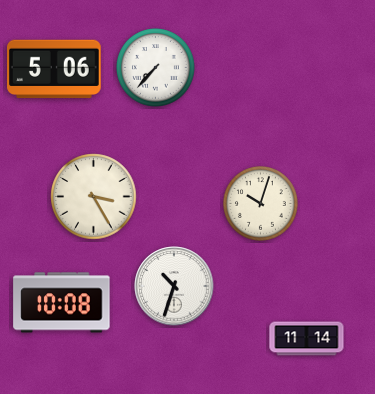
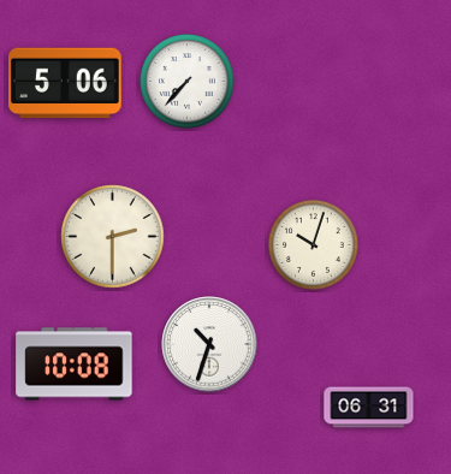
clock at (94, 197): 3:25 -> 2:30
clock at (307, 339): 11:14 -> 06:31
